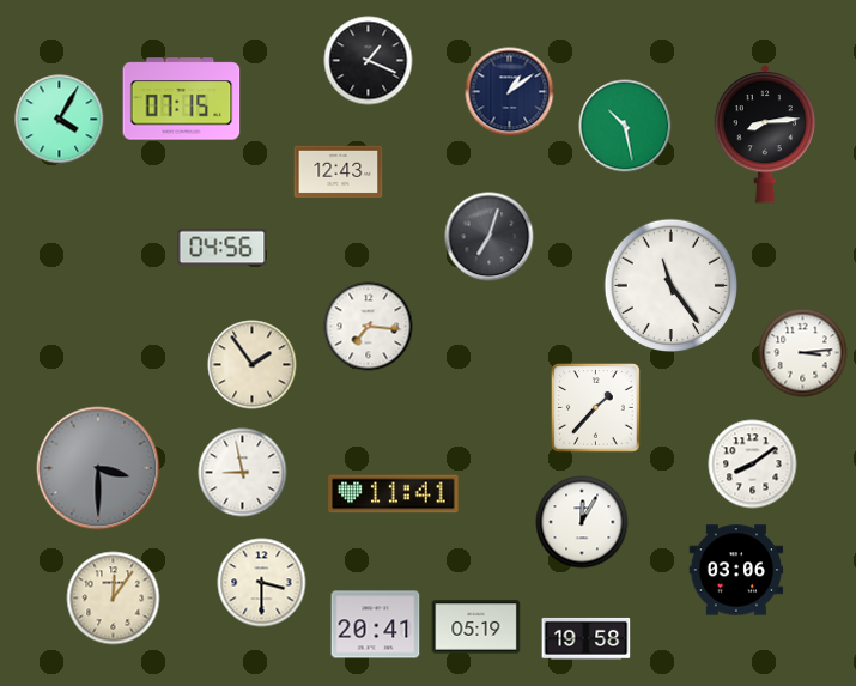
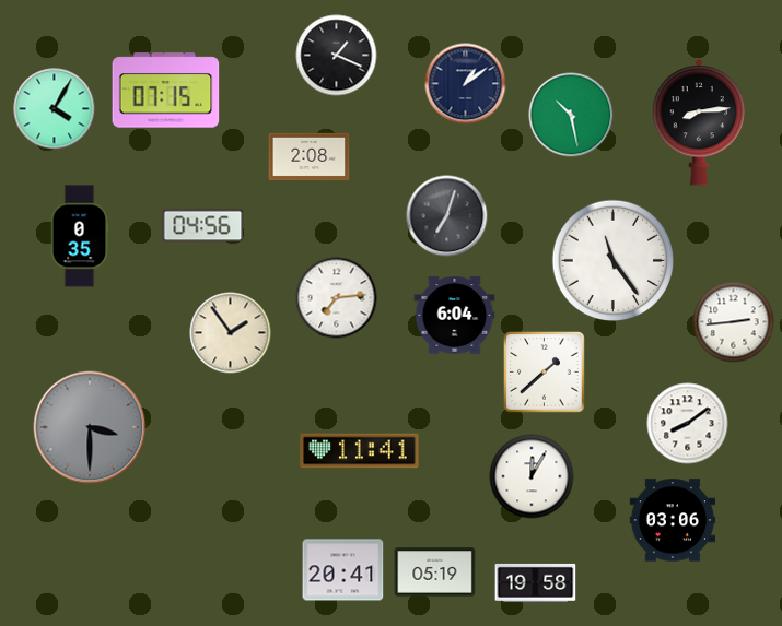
clock at (339, 172): 12:43 -> 2:08
clock at (80, 236): none -> 0:35
clock at (369, 327): 7:16 -> 7:14
clock at (455, 316): none -> 6:04
clock at (803, 353): 3:14 -> 2:44
clock at (596, 408): 1:37 -> 1:38
clock at (243, 473): 8:58 -> none
clock at (262, 583): 3:30 -> none
clock at (114, 599): 12:06 -> none
